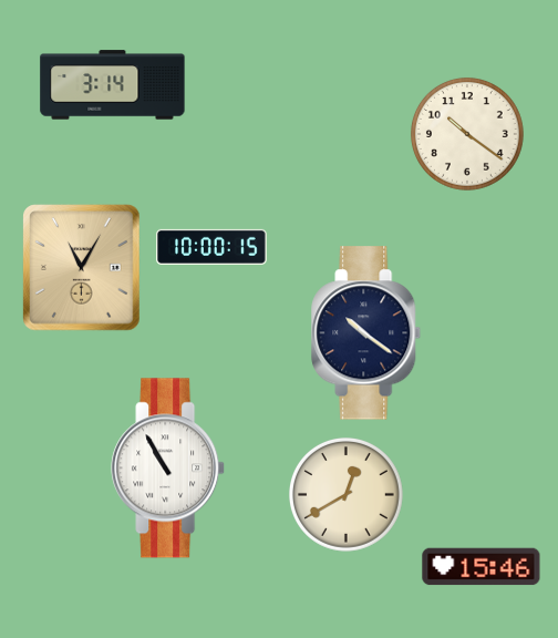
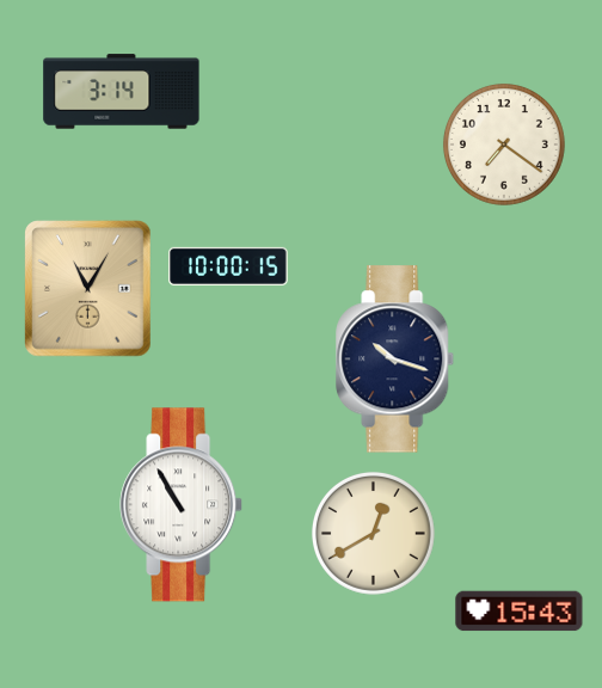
clock at (467, 134): 10:21 -> 7:21
clock at (366, 333): 10:21 -> 10:18
clock at (482, 567): 15:46 -> 15:43
